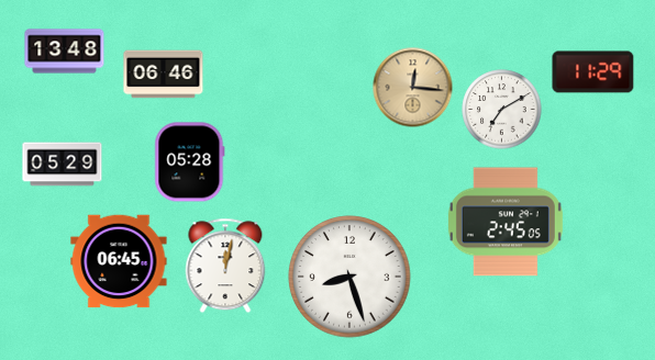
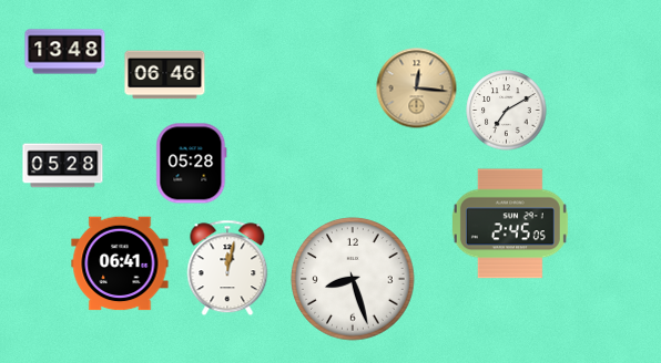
clock at (593, 72): 11:29 -> none
clock at (63, 165): 05:29 -> 05:28
clock at (119, 261): 06:45 -> 06:41
